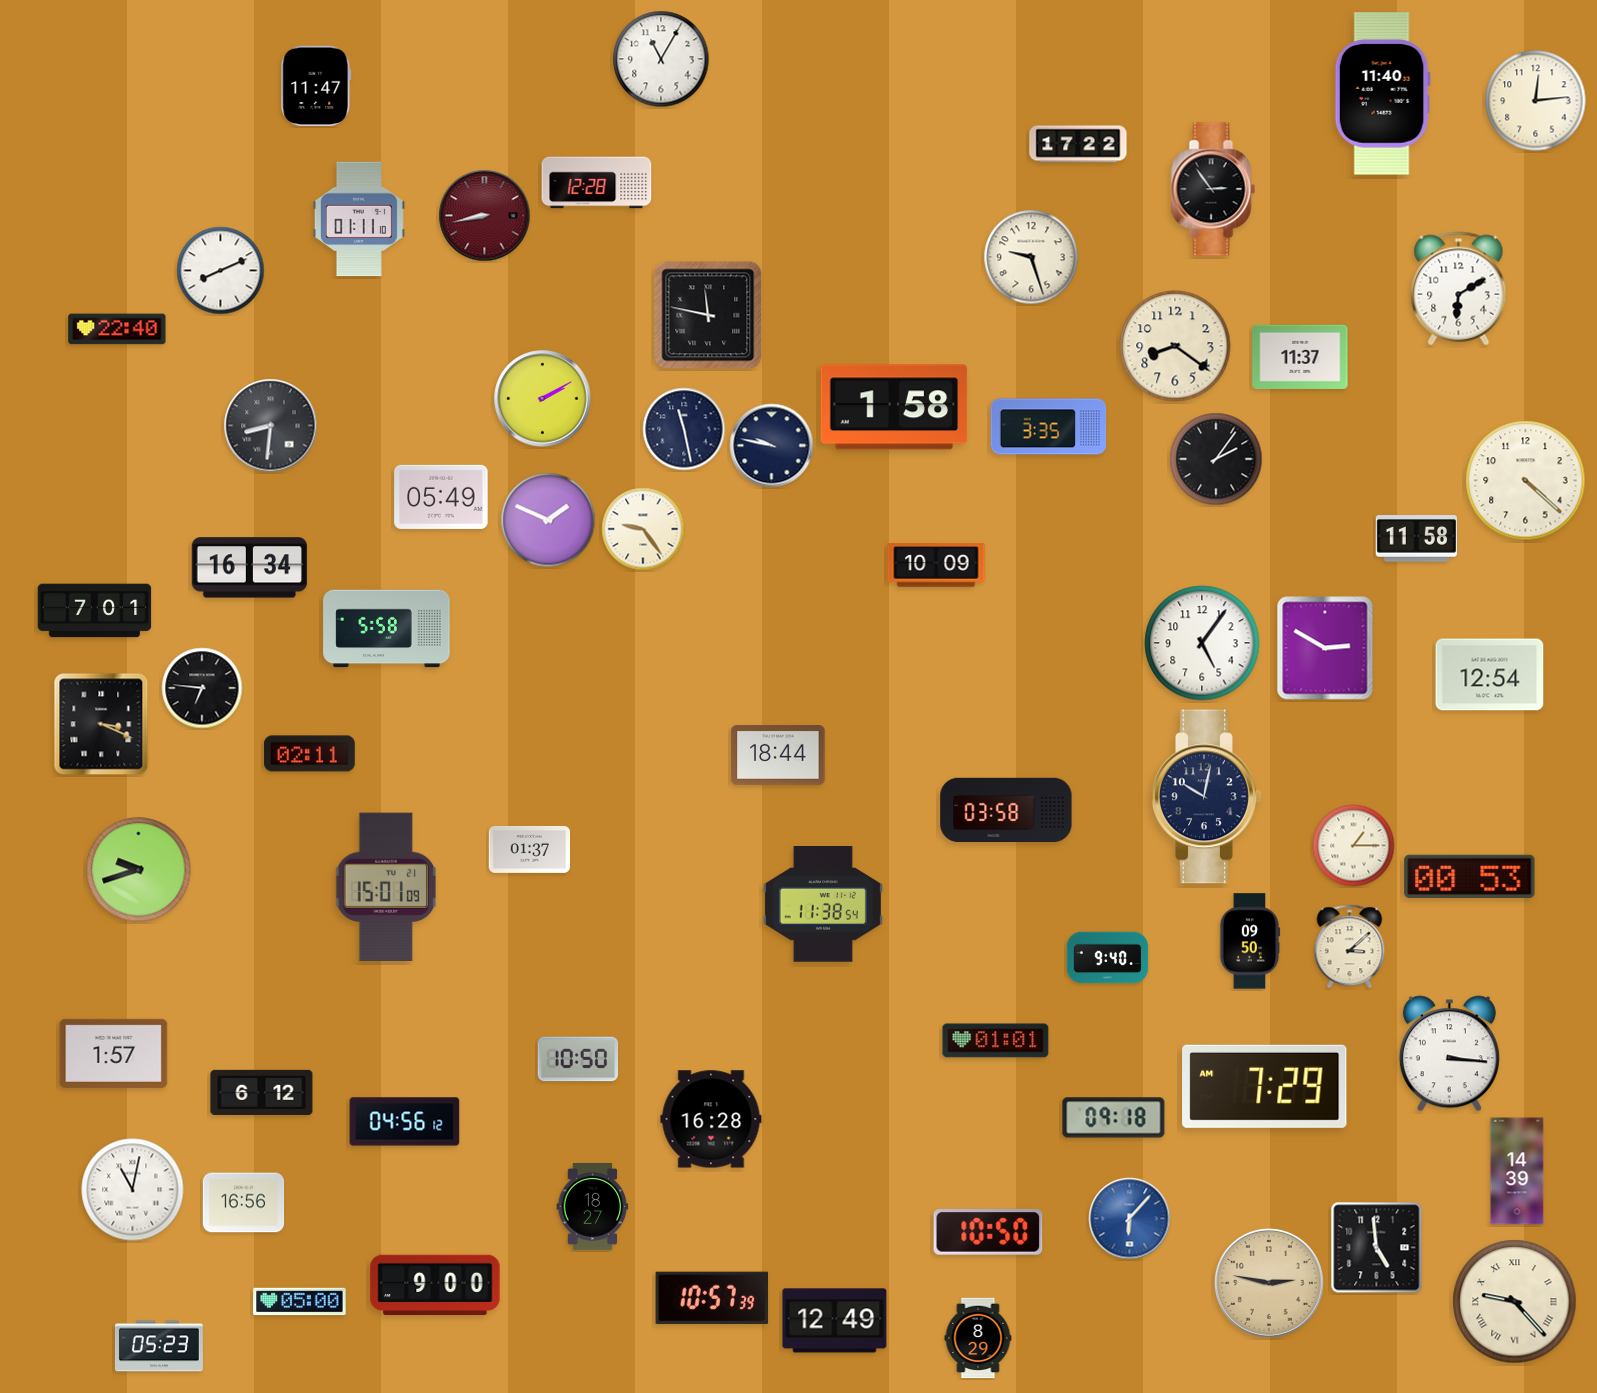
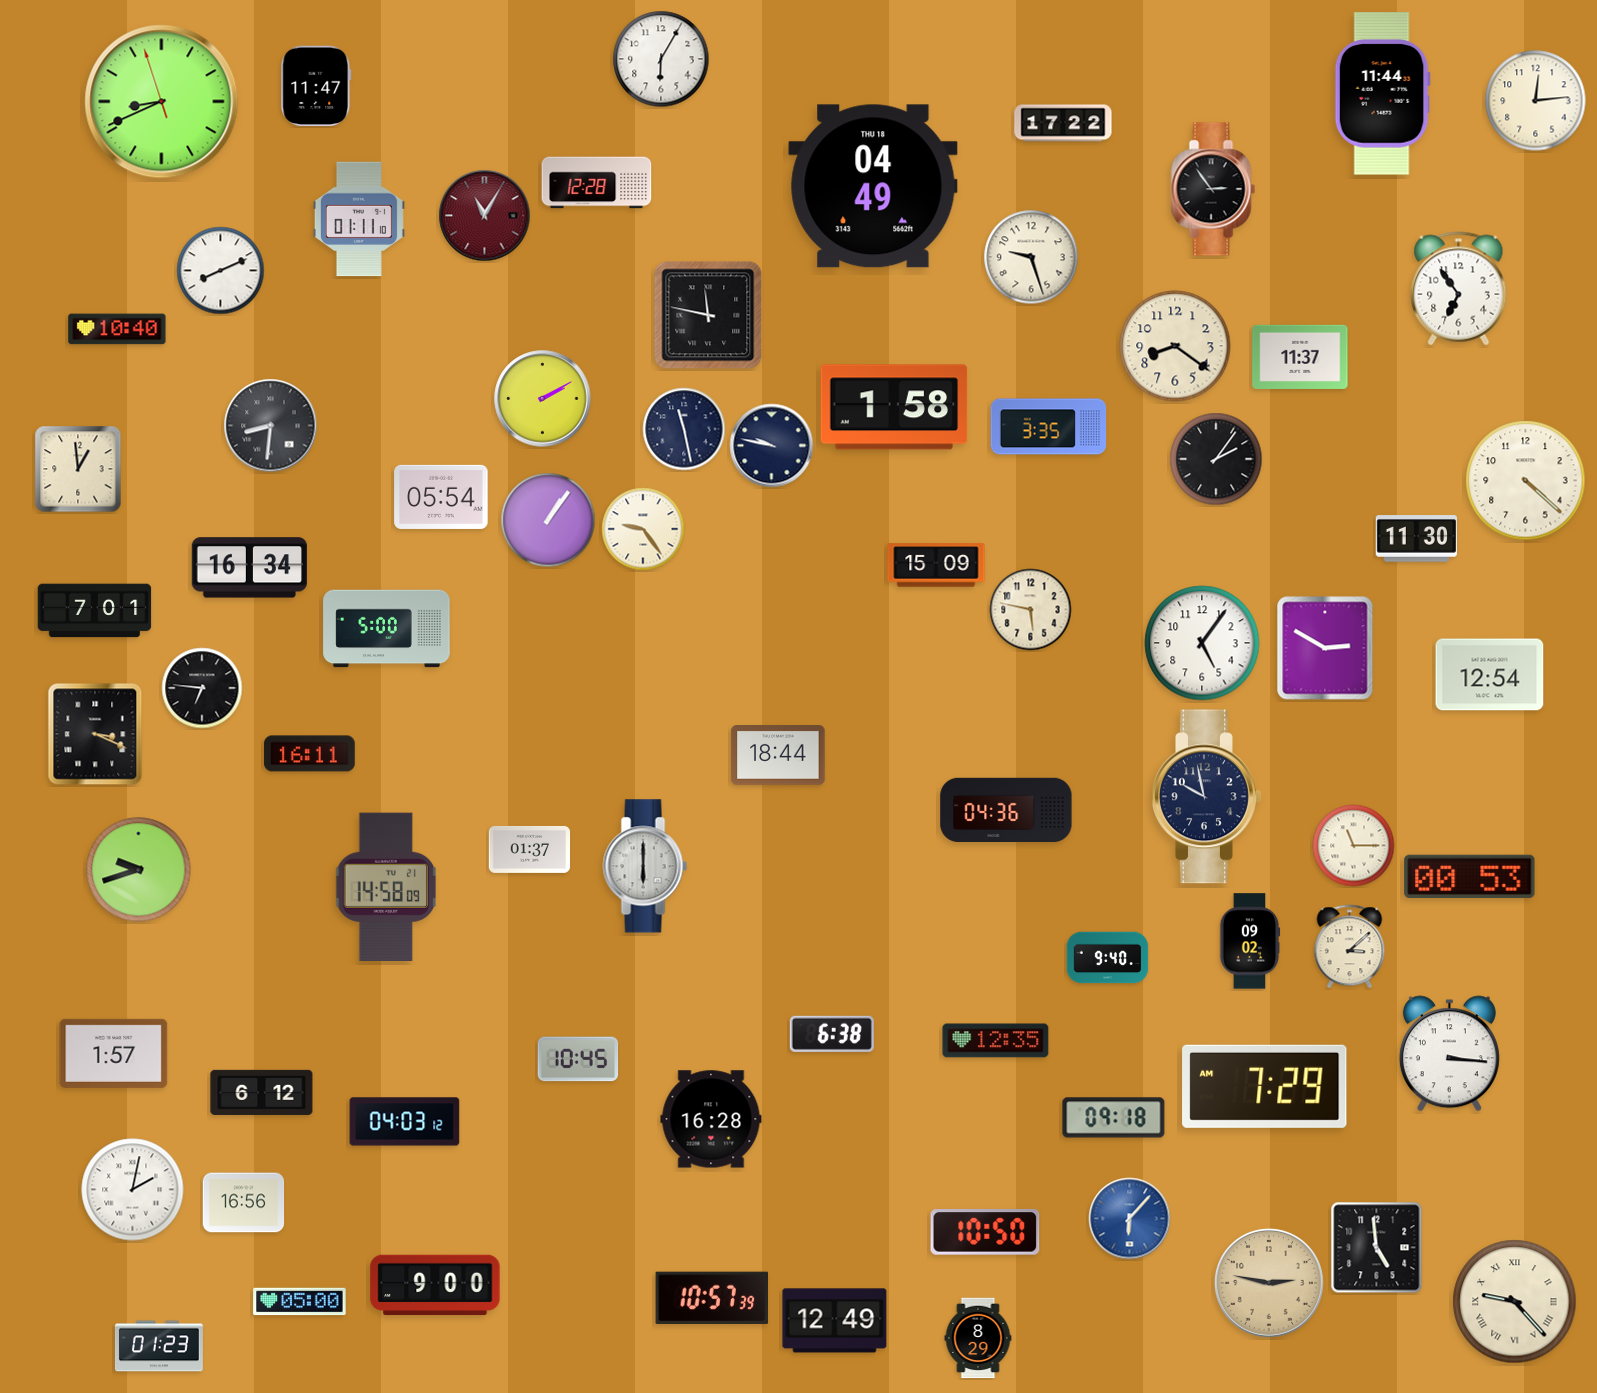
clock at (661, 59): 11:05 -> 6:05
clock at (1382, 94): 11:40 -> 11:44
clock at (162, 102): none -> 8:40
clock at (1078, 144) position: (1078, 144) -> (1063, 123)
clock at (873, 186): none -> 04:49
clock at (485, 216): 8:43 -> 11:05
clock at (1459, 289): 6:10 -> 6:54
clock at (117, 329): 22:40 -> 10:40
clock at (78, 469): none -> 12:59
clock at (441, 497): 05:49 -> 05:54
clock at (548, 520): 1:49 -> 1:06
clock at (1417, 539): 11:58 -> 11:30
clock at (936, 565): 10:09 -> 15:09
clock at (1031, 610): none -> 5:47
clock at (387, 629): 5:58 -> 5:00
clock at (101, 724) position: (101, 724) -> (95, 734)
clock at (310, 754): 02:11 -> 16:11
clock at (1207, 797): 10:02 -> 9:58
clock at (1006, 809): 03:58 -> 04:36
clock at (1354, 846): 1:15 -> 11:15
clock at (645, 866): none -> 6:00
clock at (385, 886): 15:01 -> 14:58
clock at (823, 904): 11:38 -> none
clock at (1250, 941): 09:50 -> 09:02
clock at (832, 1034): none -> 6:38
clock at (996, 1041): 01:01 -> 12:35
clock at (578, 1059): 10:50 -> 10:45
clock at (405, 1122): 04:56 -> 04:03
clock at (1517, 1171): 14:39 -> none
clock at (133, 1190): 11:02 -> 2:02
clock at (593, 1206): 18:27 -> none
clock at (988, 1232) position: (988, 1232) -> (985, 1232)
clock at (159, 1346): 05:23 -> 01:23
